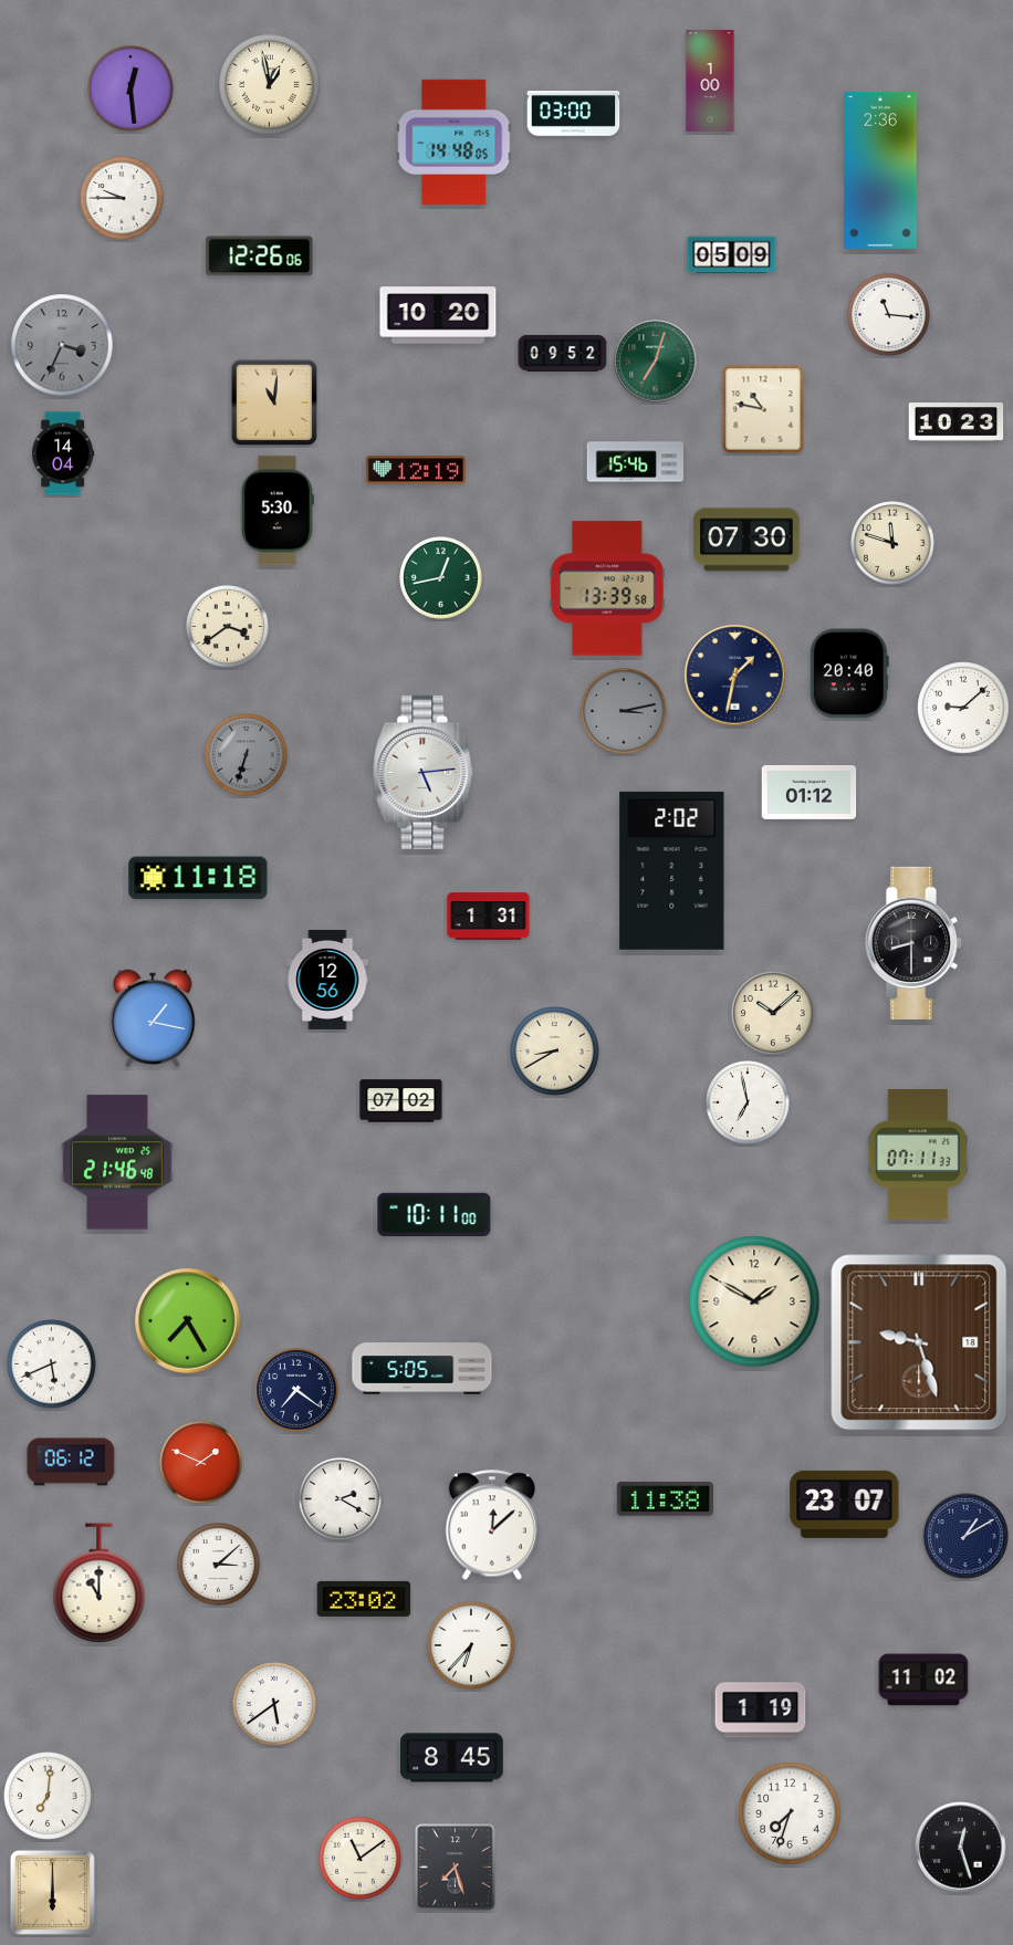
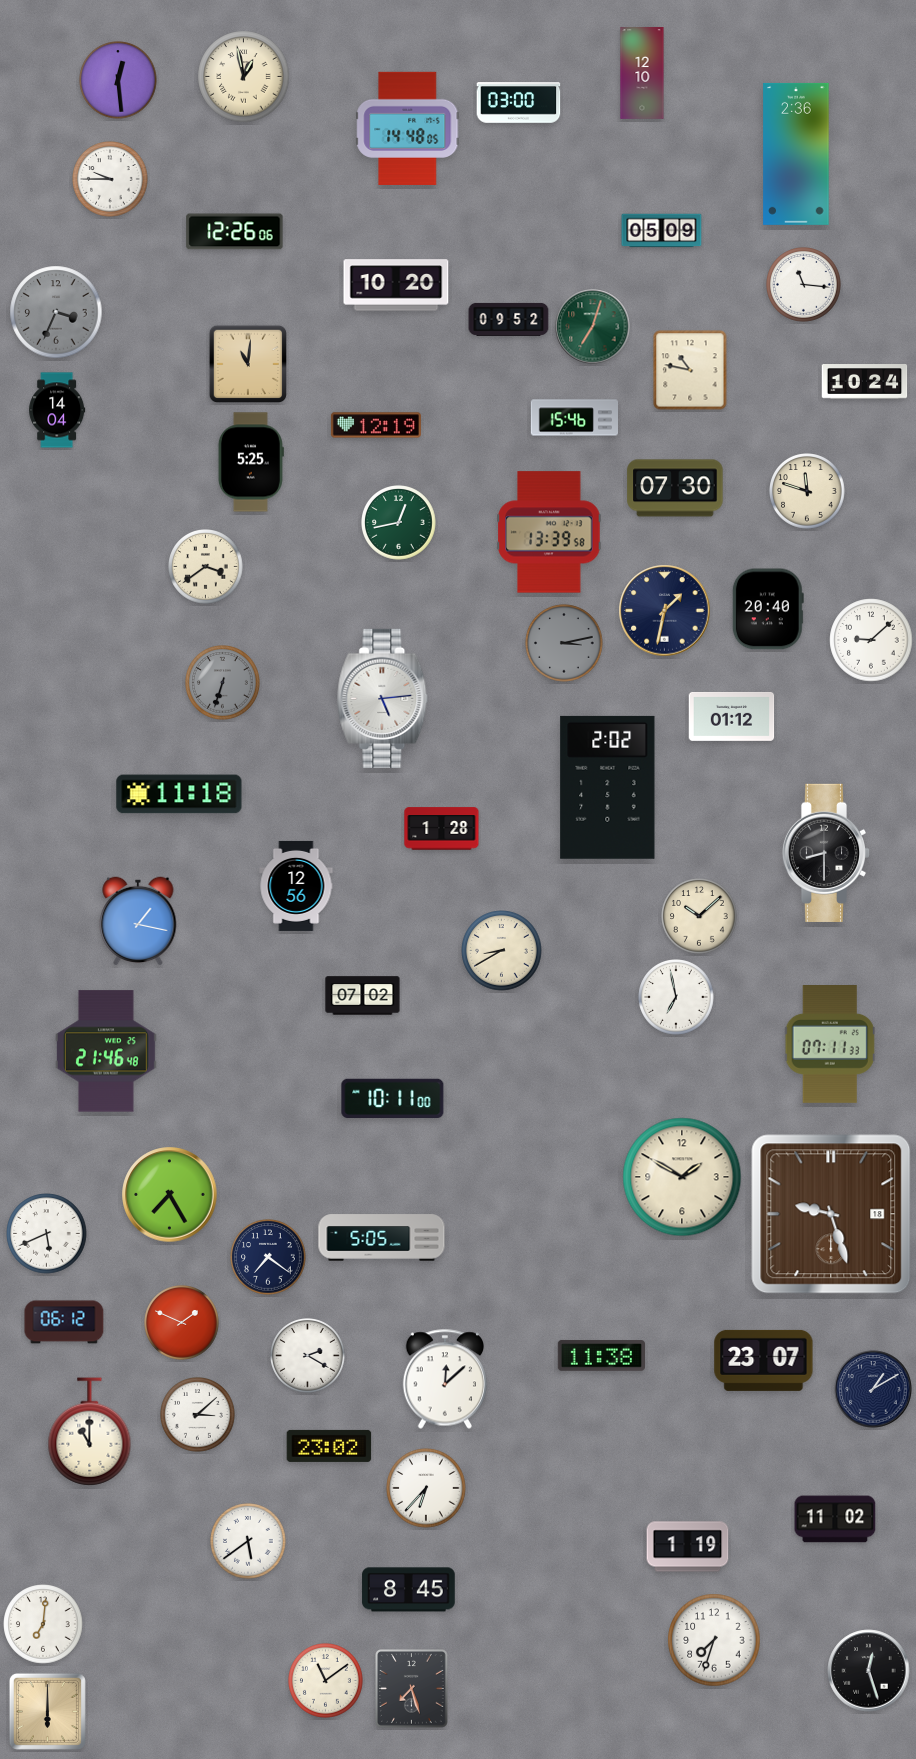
clock at (710, 81): 1:00 -> 12:10
clock at (455, 142) position: (455, 142) -> (408, 128)
clock at (957, 422): 10:23 -> 10:24
clock at (278, 511): 5:30 -> 5:25
clock at (489, 917): 1:31 -> 1:28
